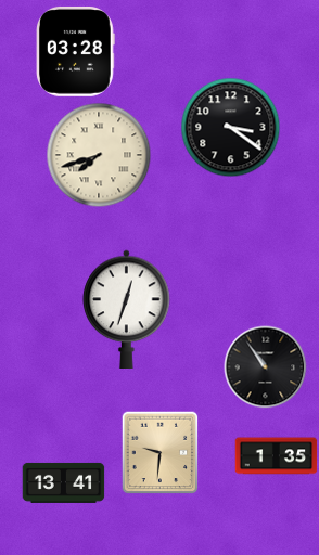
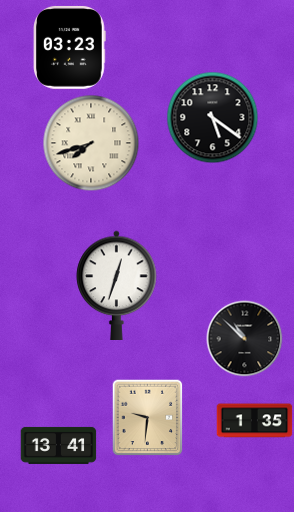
clock at (76, 51): 03:28 -> 03:23
clock at (231, 128): 3:21 -> 5:21
clock at (266, 367): 10:54 -> 10:52
